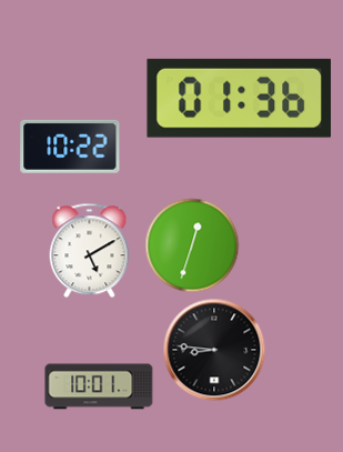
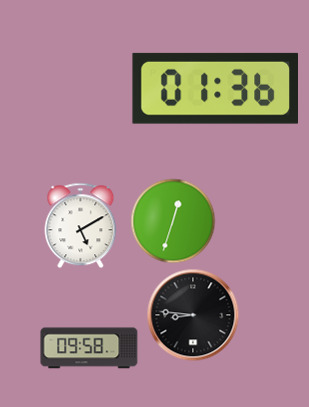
clock at (70, 147): 10:22 -> none
clock at (99, 386): 10:01 -> 09:58
